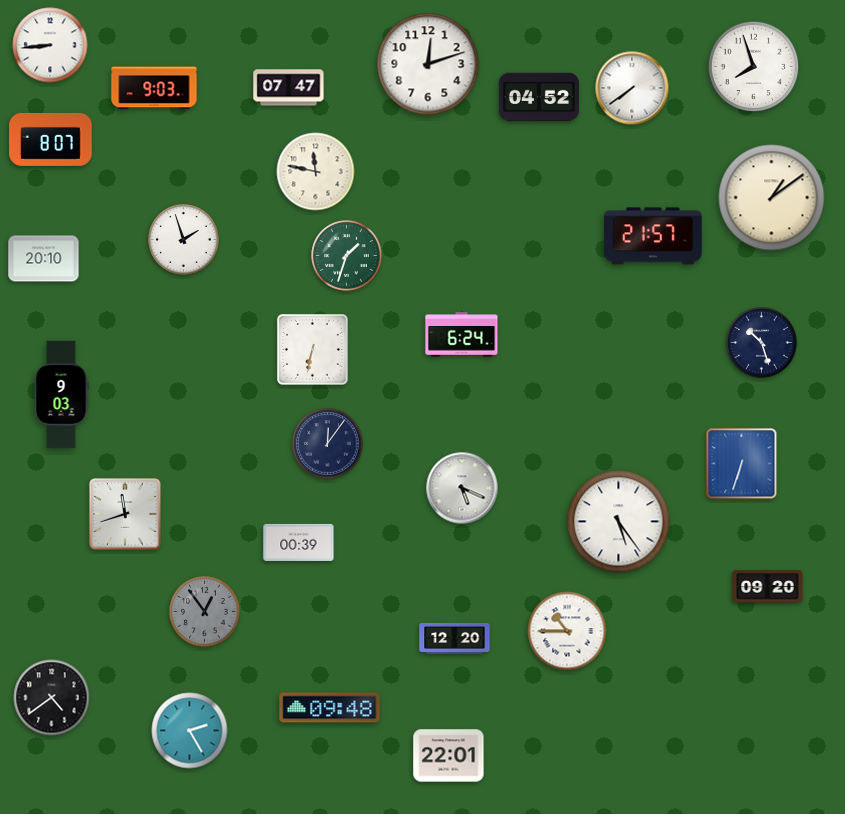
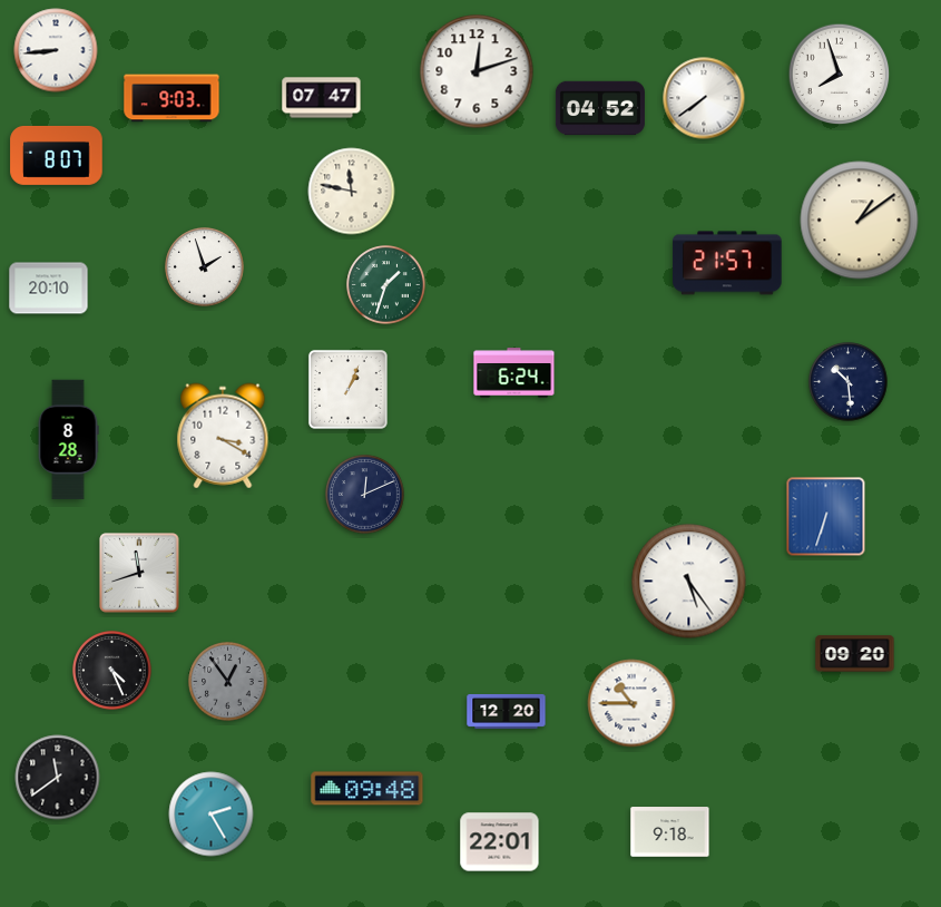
clock at (762, 343): 10:27 -> 10:29
clock at (312, 349): 6:32 -> 1:04
clock at (223, 436): none -> 3:20
clock at (61, 395): 9:03 -> 8:28
clock at (328, 444): 12:06 -> 12:11
clock at (462, 488): 5:19 -> none
clock at (299, 542): 00:39 -> none
clock at (112, 671): none -> 4:26
clock at (52, 698): 4:39 -> 11:39
clock at (670, 832): none -> 9:18
